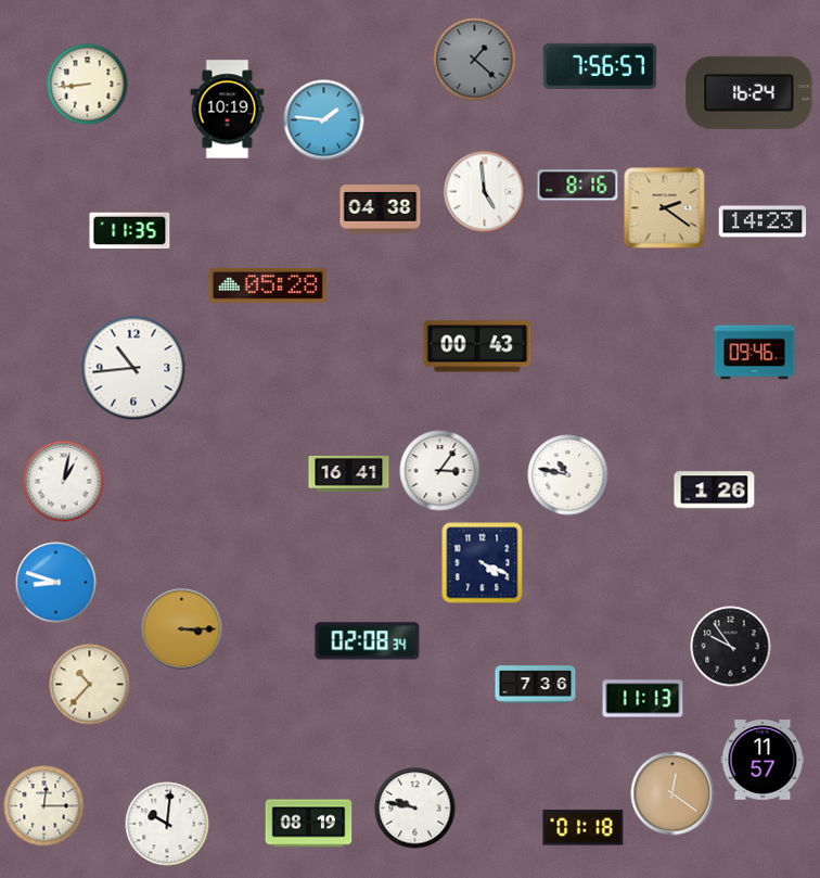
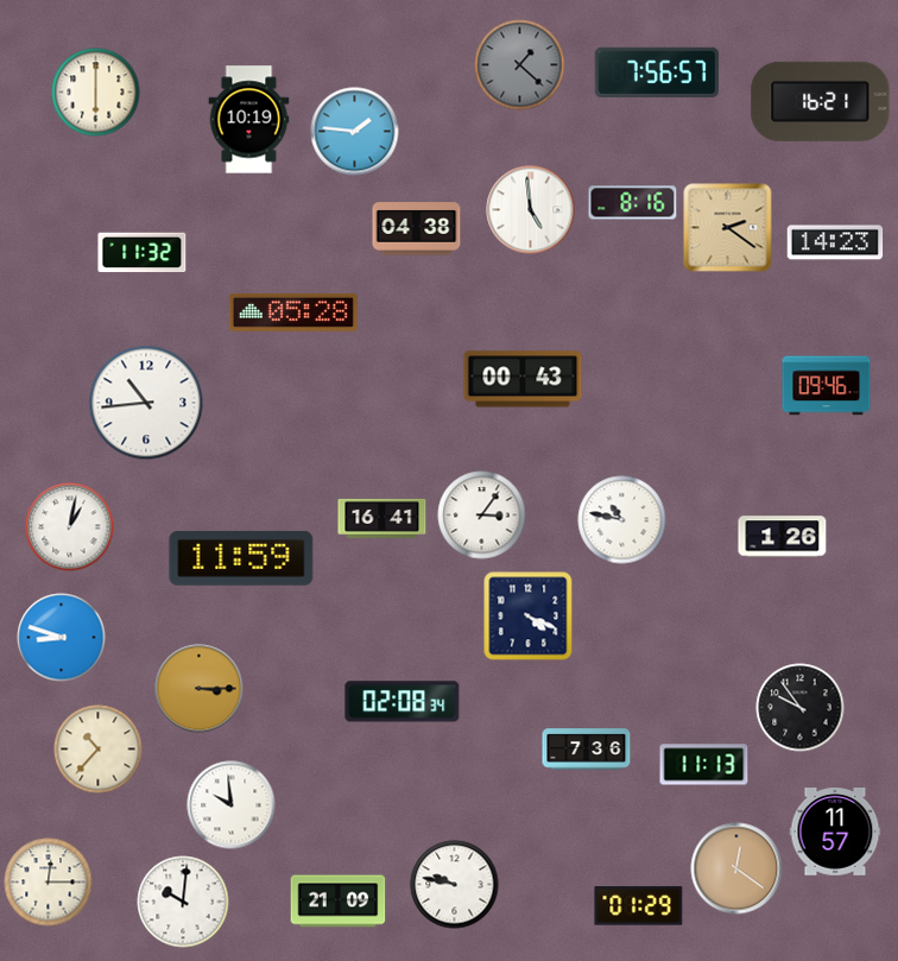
clock at (88, 85): 8:44 -> 6:00
clock at (749, 92): 16:24 -> 16:21
clock at (130, 231): 11:35 -> 11:32
clock at (241, 558): none -> 11:59
clock at (232, 805): none -> 9:59
clock at (309, 824): 08:19 -> 21:09
clock at (584, 828): 01:18 -> 01:29
